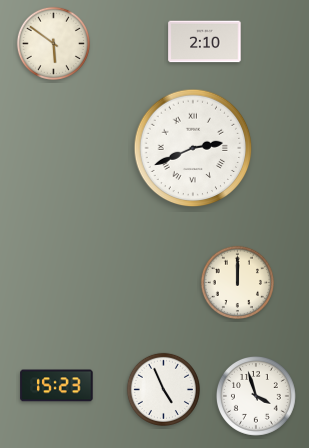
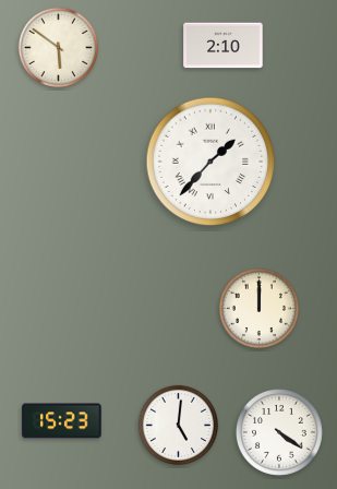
clock at (193, 148): 2:41 -> 1:37
clock at (163, 389): 4:56 -> 5:01
clock at (256, 396): 3:57 -> 4:21
